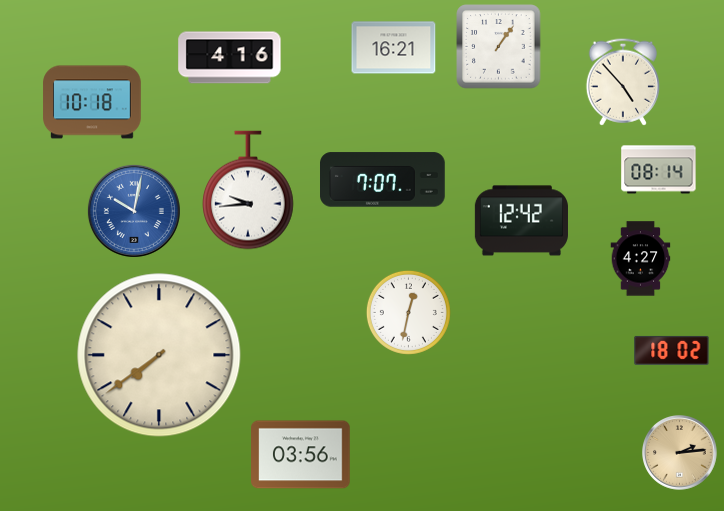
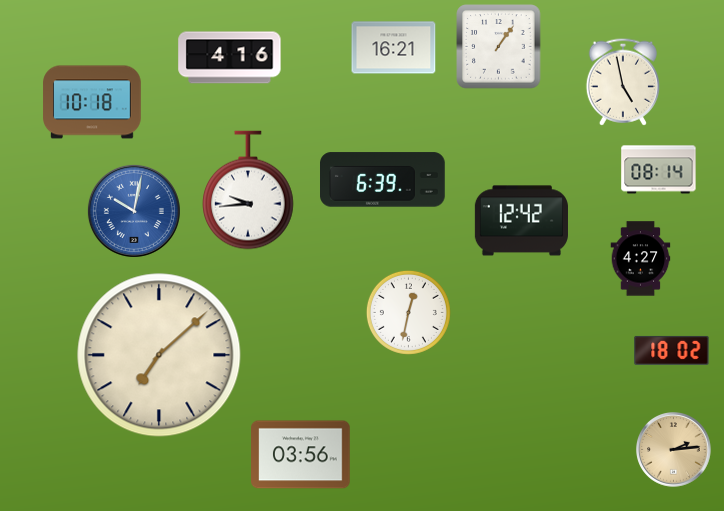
clock at (622, 82): 4:53 -> 4:58
clock at (383, 180): 7:07 -> 6:39
clock at (159, 355): 7:39 -> 7:08
clock at (680, 453) position: (680, 453) -> (674, 450)
